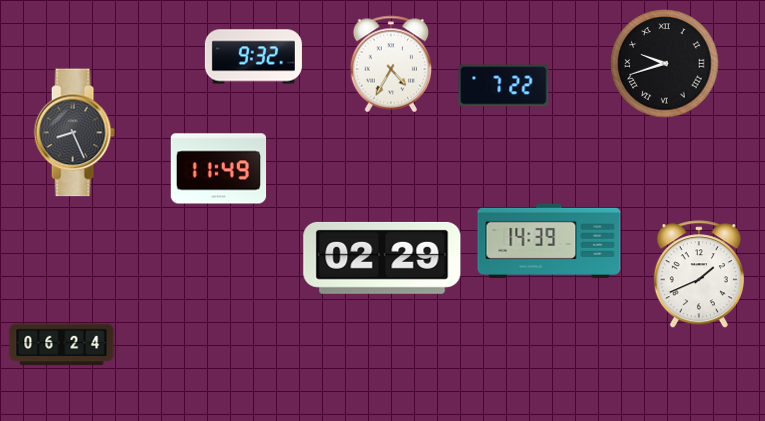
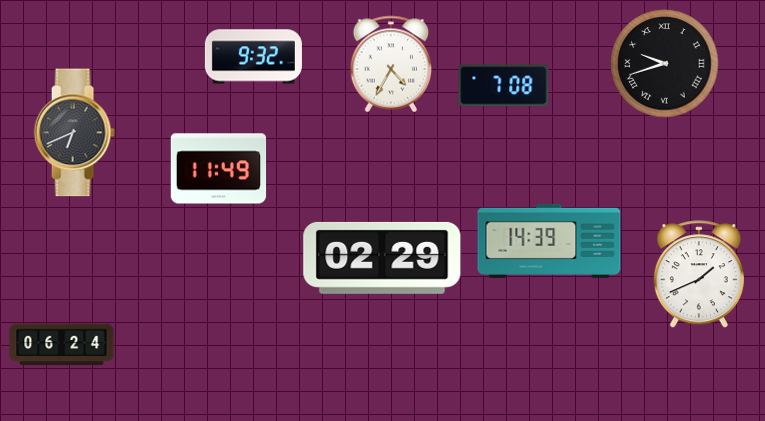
clock at (504, 86): 7:22 -> 7:08
clock at (74, 133): 8:26 -> 6:41
